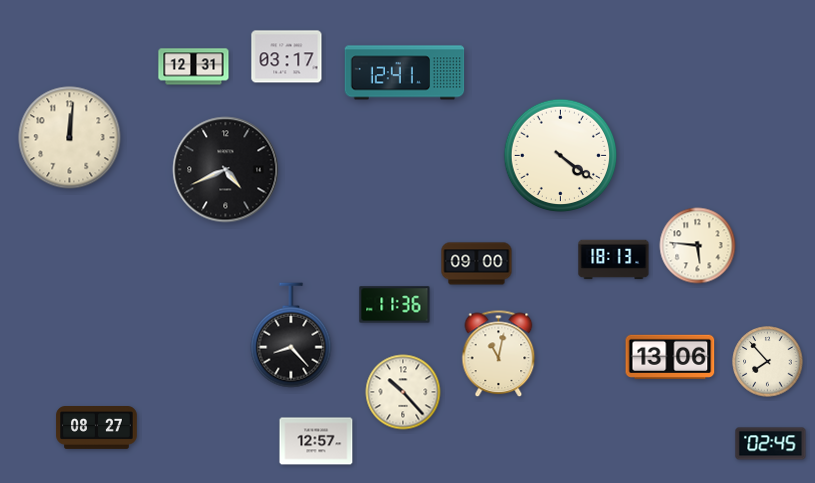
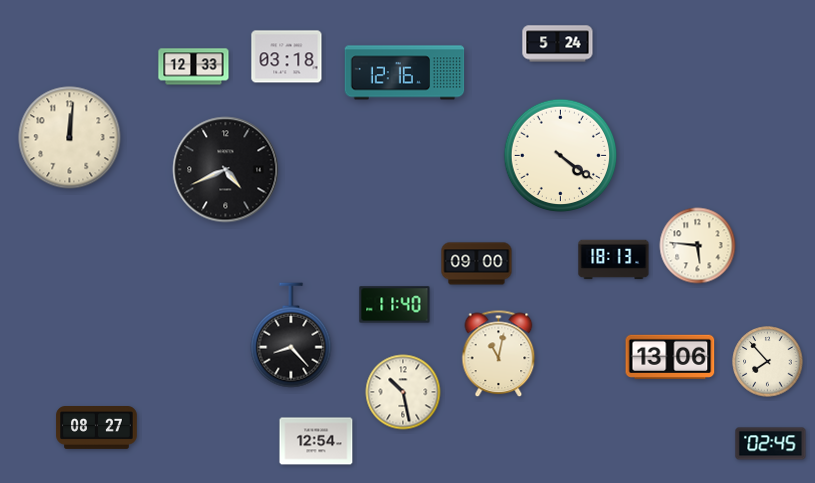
clock at (558, 44): none -> 5:24
clock at (287, 57): 03:17 -> 03:18
clock at (194, 67): 12:31 -> 12:33
clock at (405, 73): 12:41 -> 12:16
clock at (395, 305): 11:36 -> 11:40
clock at (403, 392): 10:23 -> 10:28
clock at (316, 441): 12:57 -> 12:54
